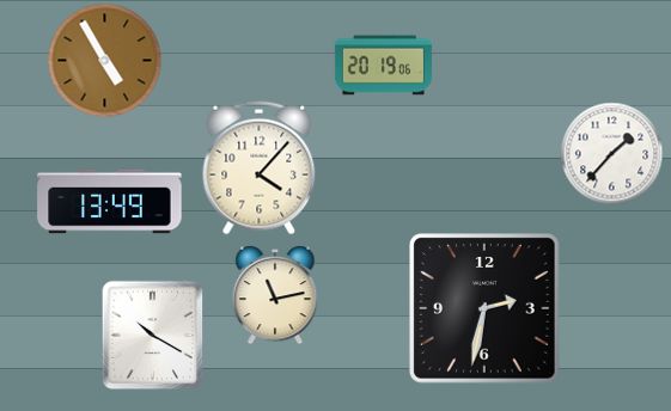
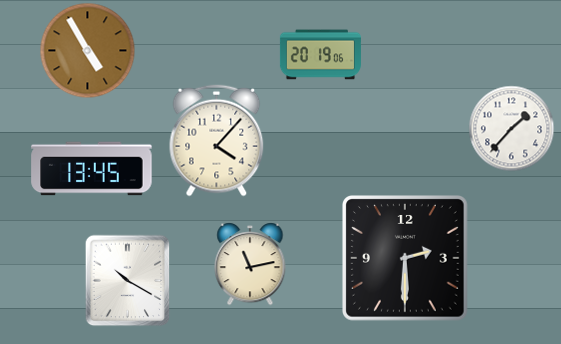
clock at (110, 202): 13:49 -> 13:45
clock at (275, 295) position: (275, 295) -> (250, 264)
clock at (486, 309): 2:32 -> 2:30
